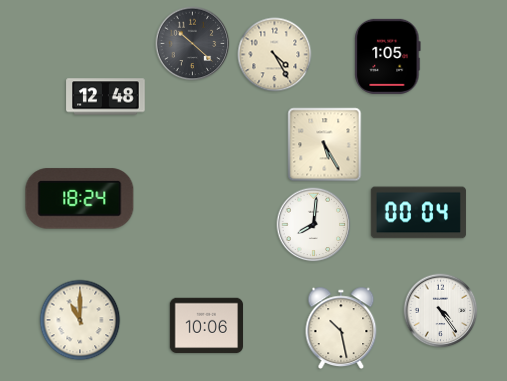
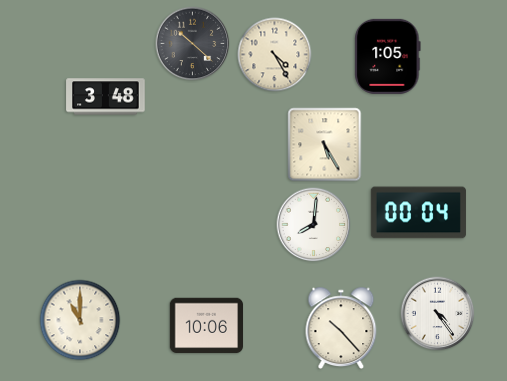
clock at (106, 97): 12:48 -> 3:48
clock at (80, 199): 18:24 -> none
clock at (441, 311) position: (441, 311) -> (438, 314)
clock at (341, 328): 10:28 -> 10:23
